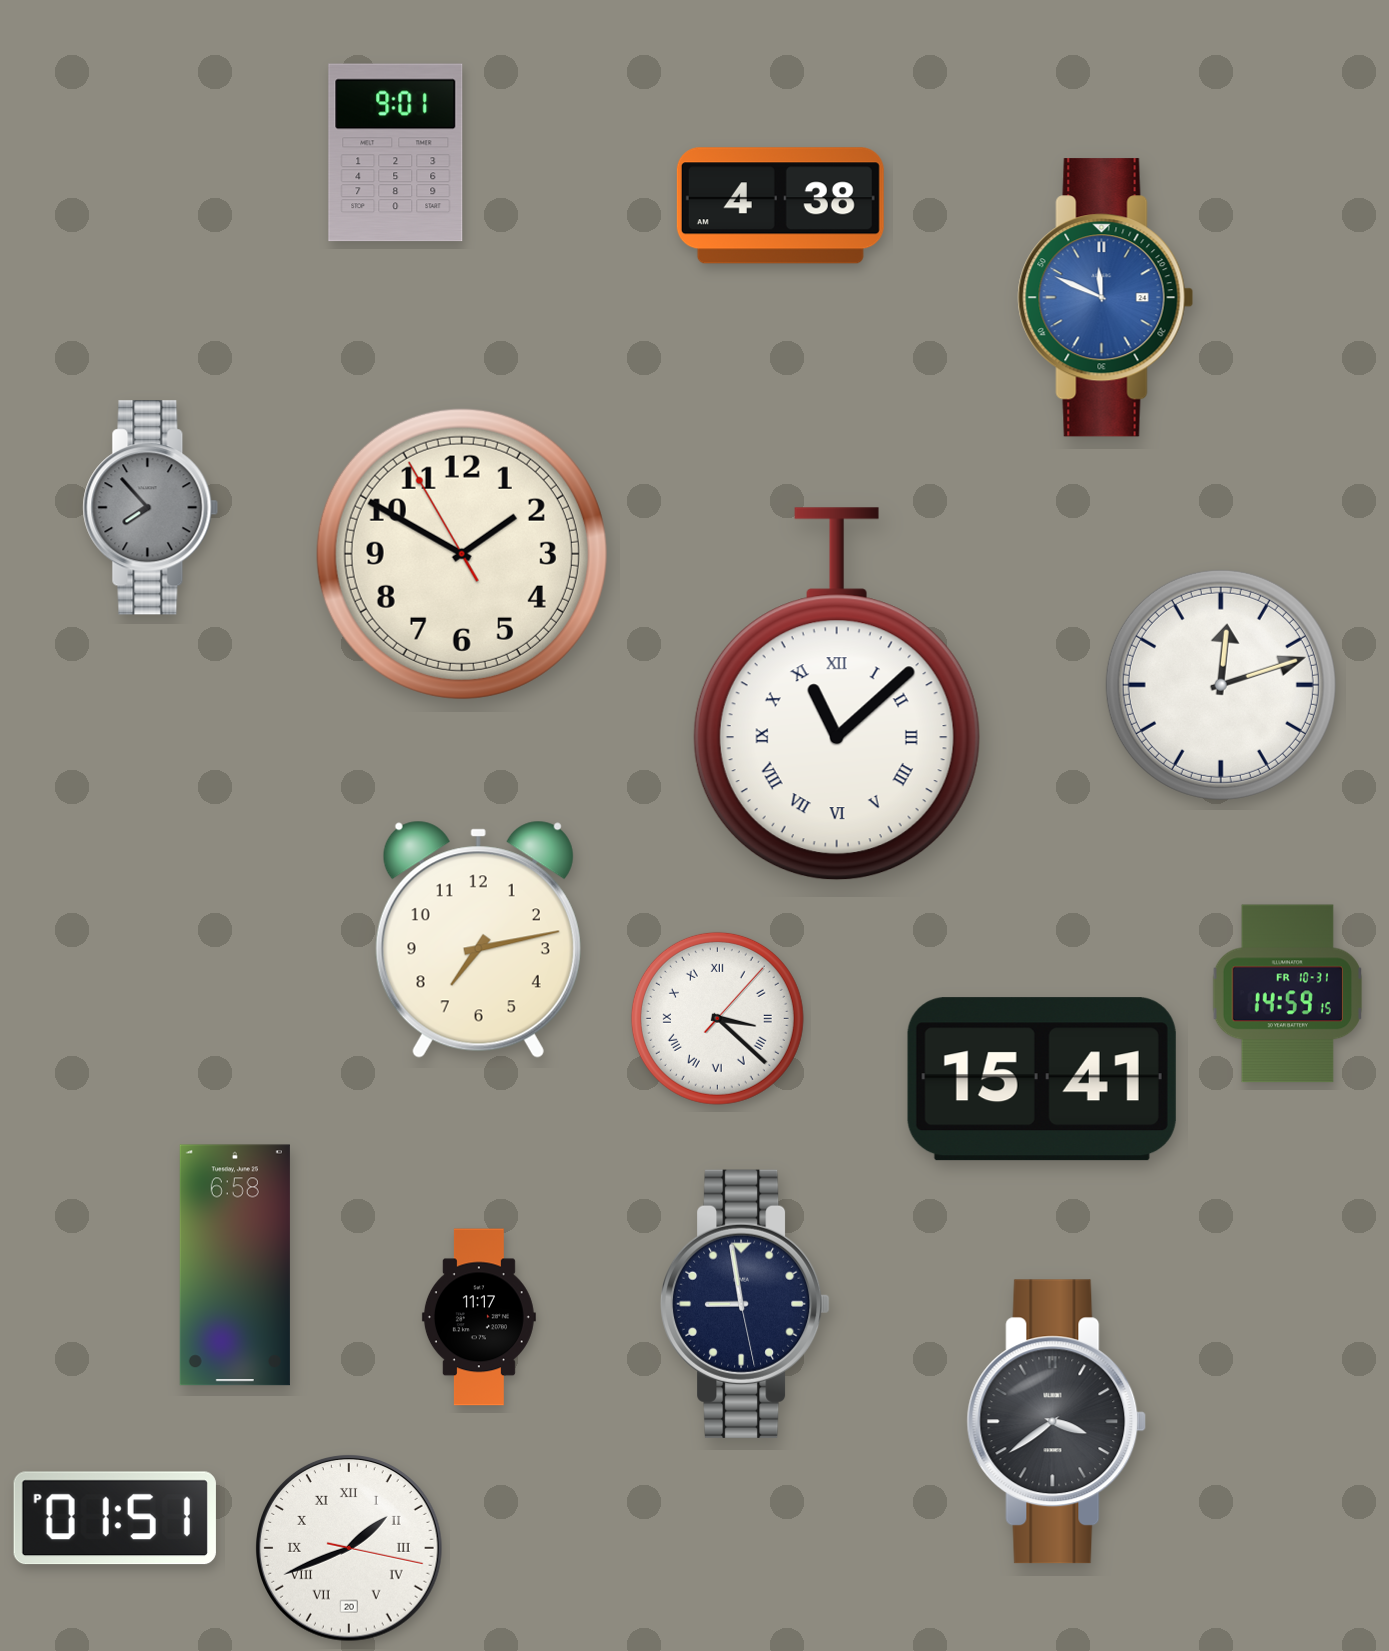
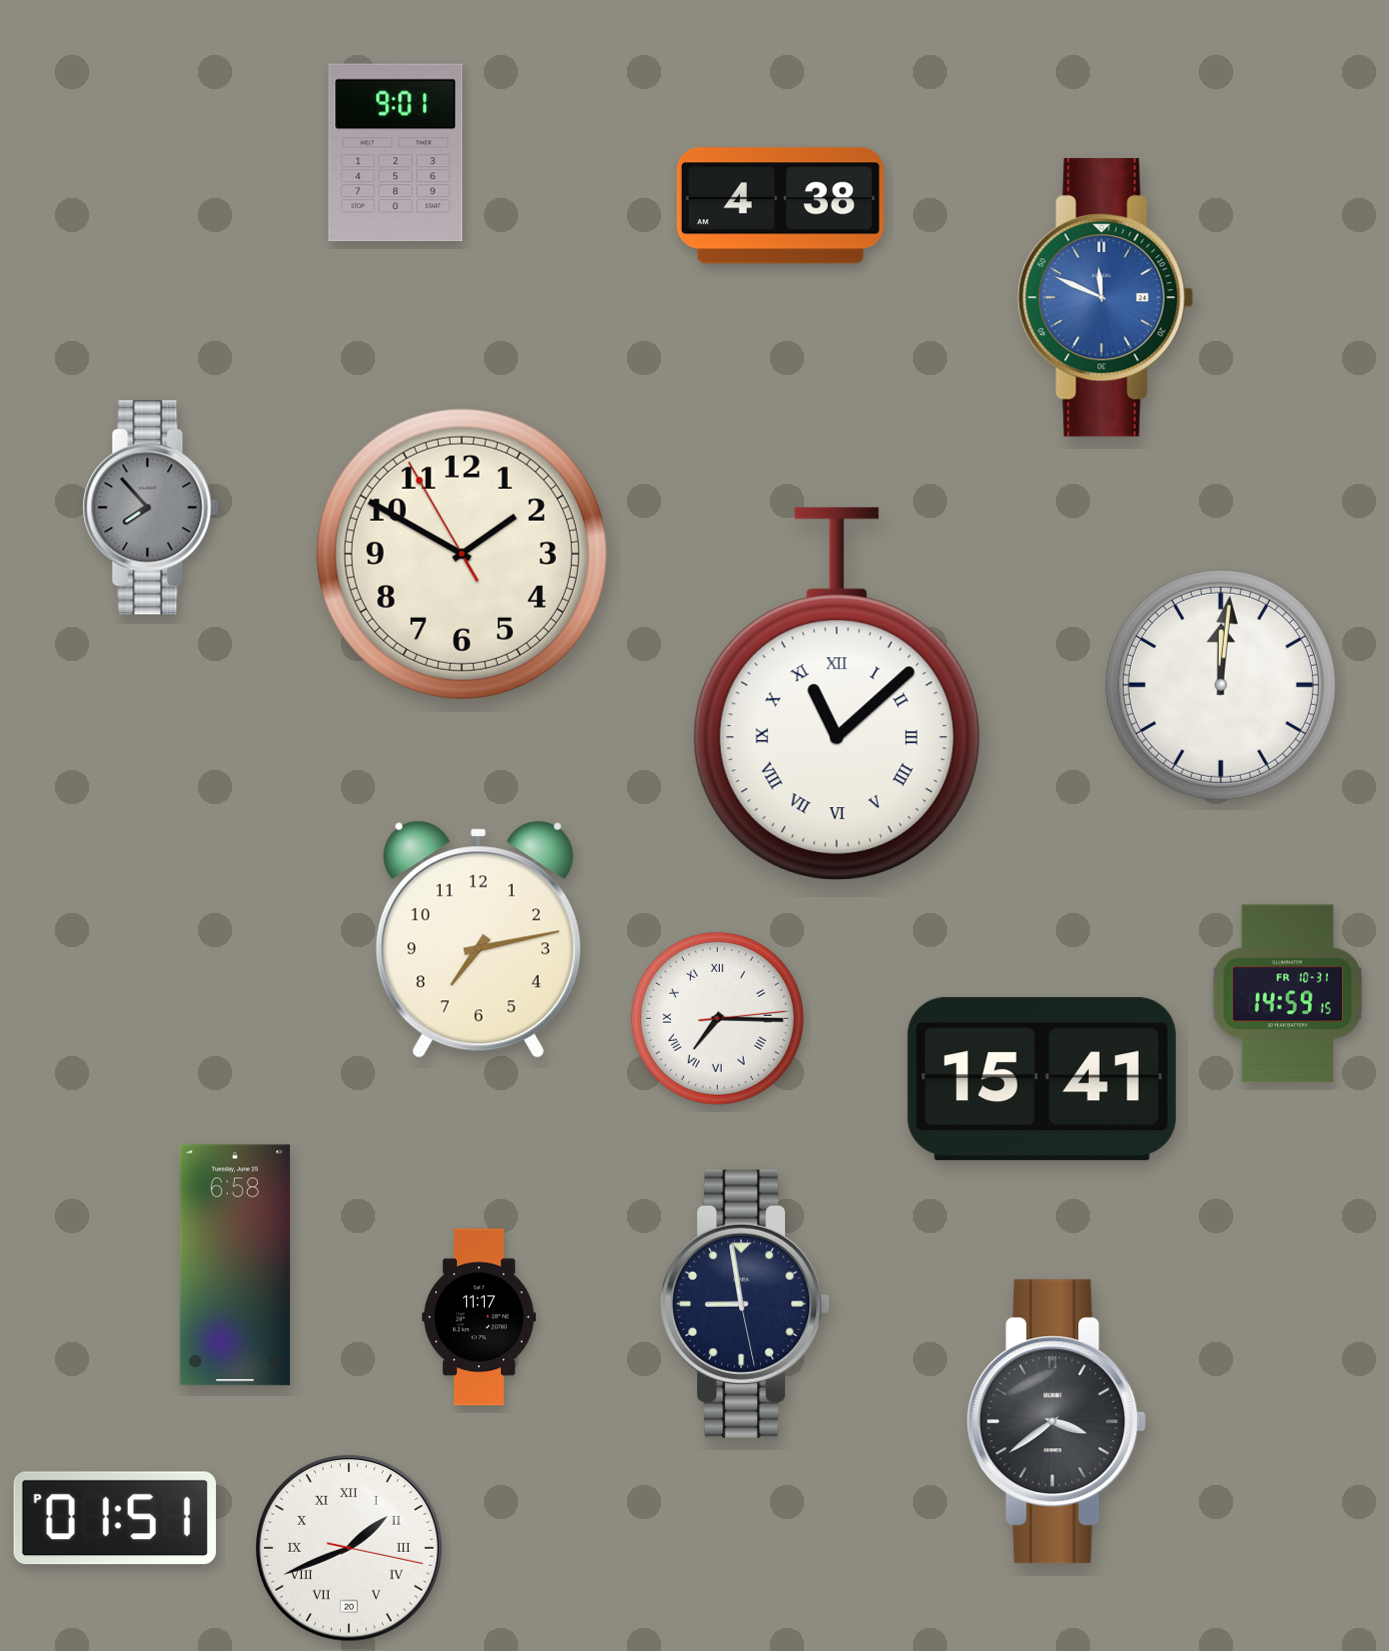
clock at (1221, 685): 12:12 -> 12:01
clock at (717, 1018): 3:22 -> 7:15
